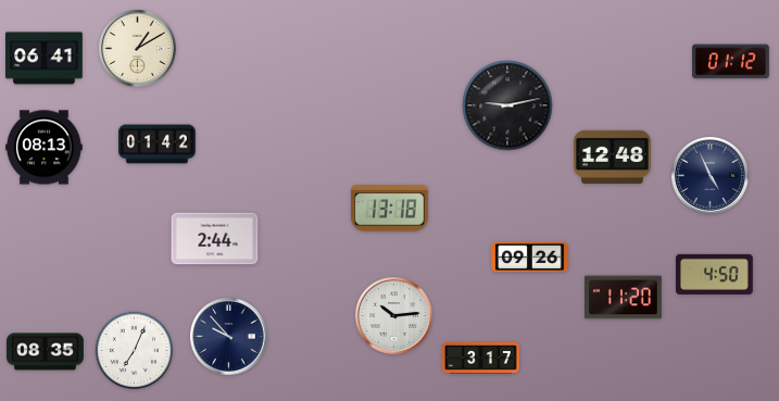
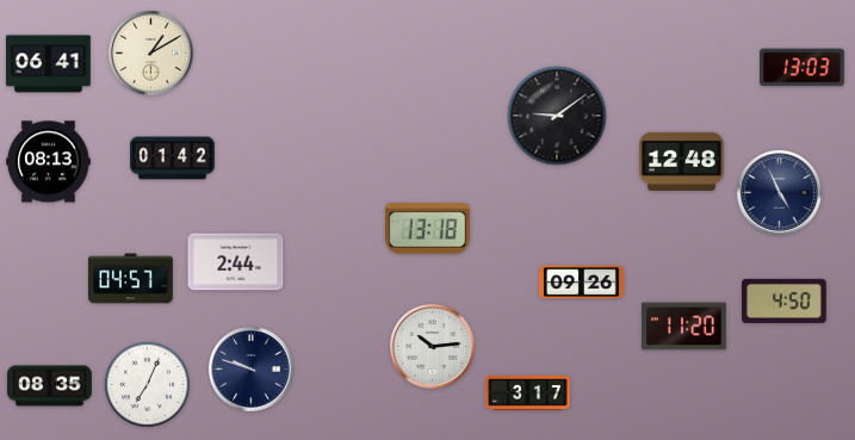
clock at (731, 62): 01:12 -> 13:03
clock at (507, 105): 9:13 -> 9:09
clock at (613, 156) position: (613, 156) -> (682, 161)
clock at (131, 279): none -> 04:57
clock at (229, 337): 9:53 -> 9:48
